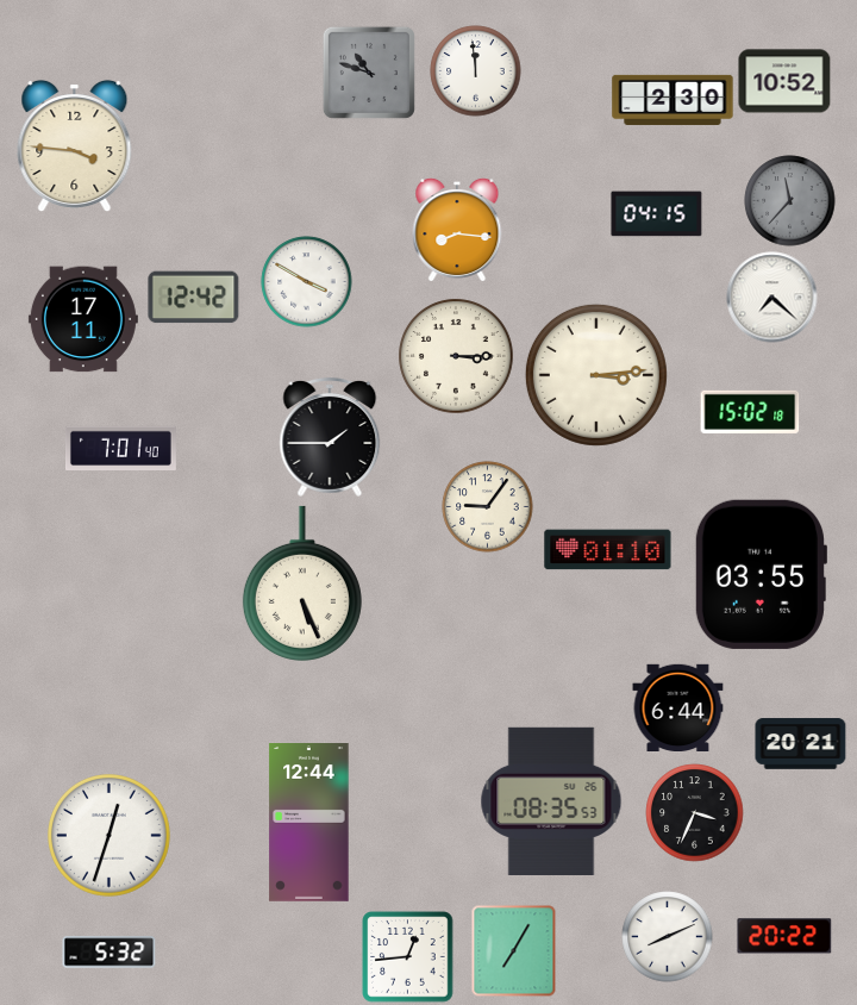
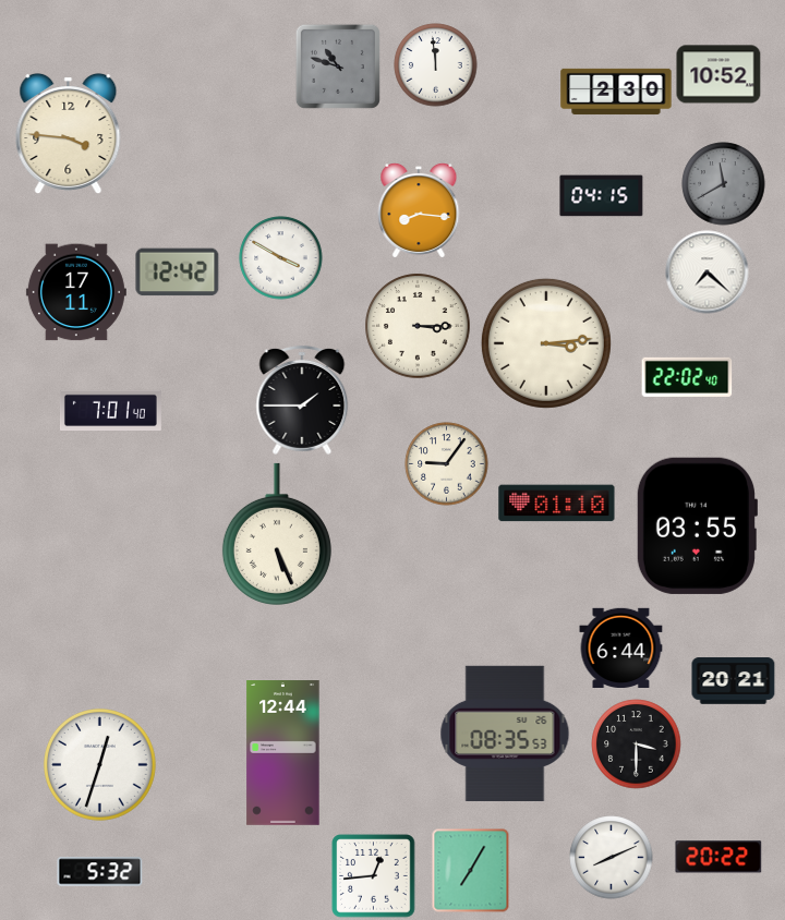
clock at (790, 201): 11:37 -> 11:40
clock at (750, 412): 15:02 -> 22:02
clock at (695, 813): 3:34 -> 3:30
